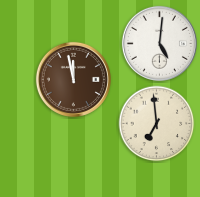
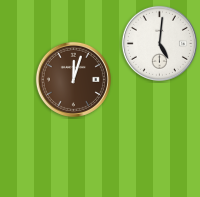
clock at (73, 79): 11:58 -> 12:03
clock at (157, 124): 6:59 -> none
